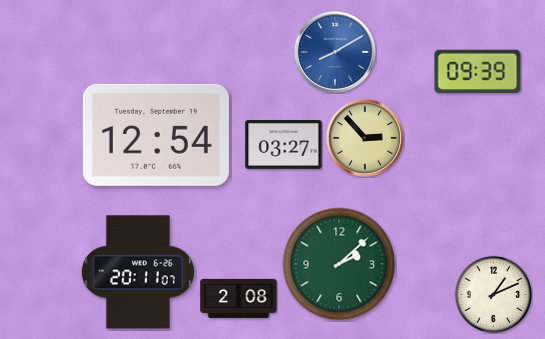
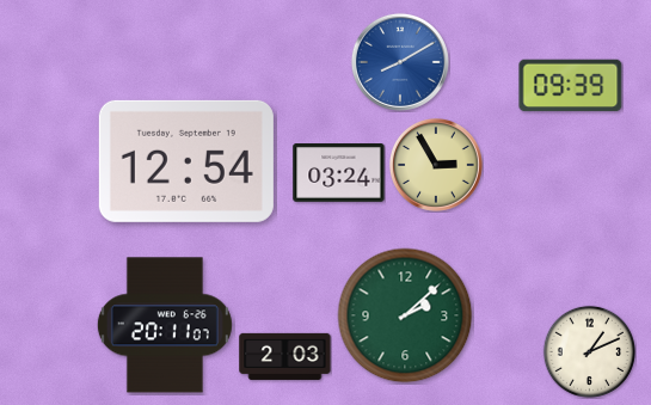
clock at (365, 138): 2:53 -> 2:55
clock at (284, 145): 03:27 -> 03:24
clock at (239, 298): 2:08 -> 2:03
